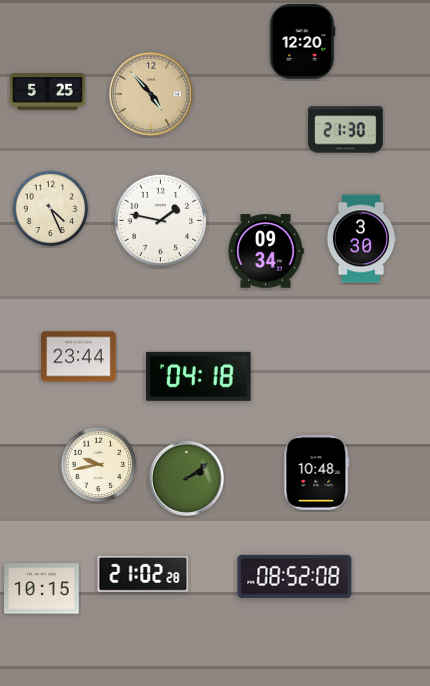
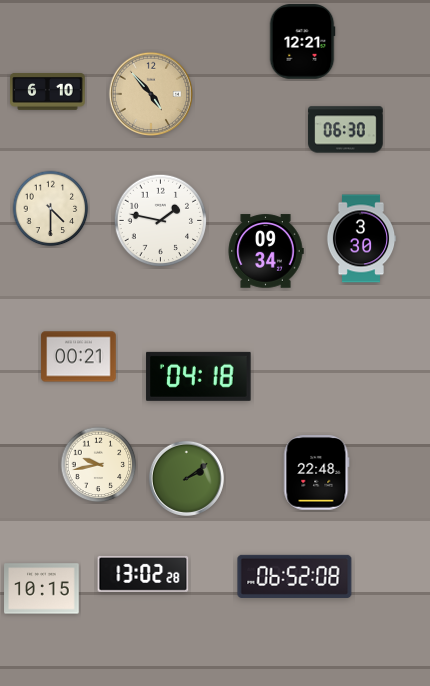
clock at (302, 42): 12:20 -> 12:21
clock at (48, 92): 5:25 -> 6:10
clock at (346, 130): 21:30 -> 06:30
clock at (51, 209): 4:26 -> 4:30
clock at (79, 357): 23:44 -> 00:21
clock at (317, 473): 10:48 -> 22:48
clock at (143, 574): 21:02 -> 13:02
clock at (295, 576): 08:52 -> 06:52
